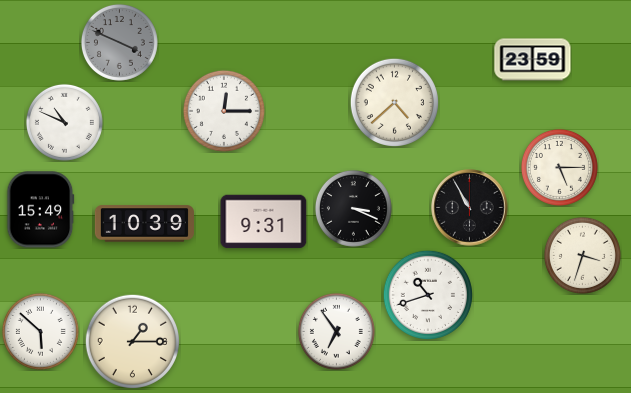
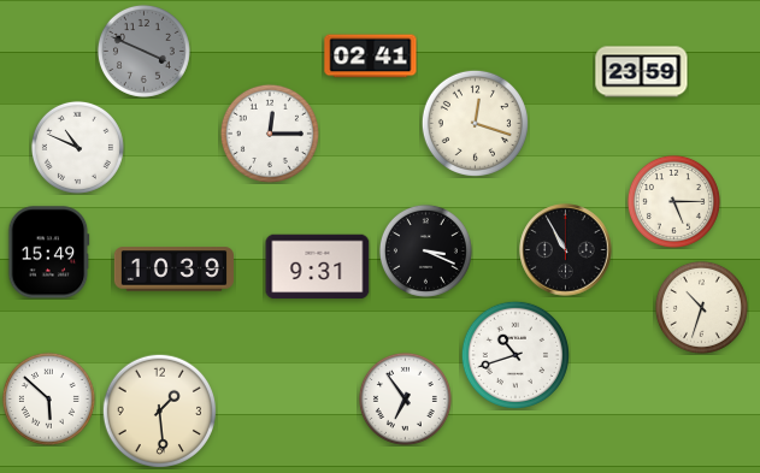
clock at (371, 57): none -> 02:41
clock at (394, 102): 4:38 -> 12:18
clock at (582, 255): 3:33 -> 10:33
clock at (132, 341): 1:15 -> 1:29
